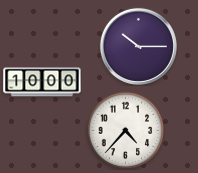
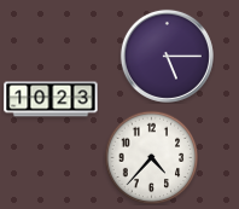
clock at (138, 46): 10:15 -> 5:15
clock at (42, 82): 10:00 -> 10:23
